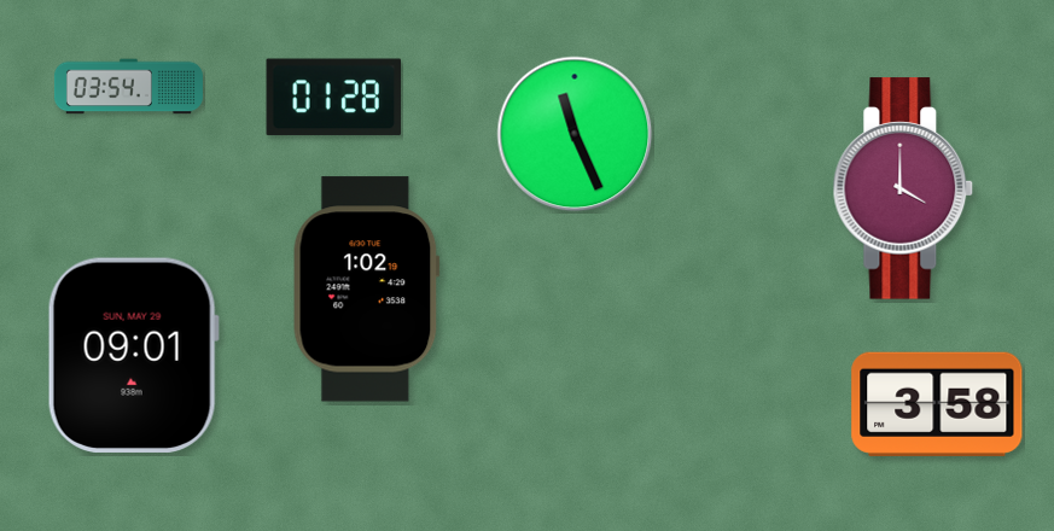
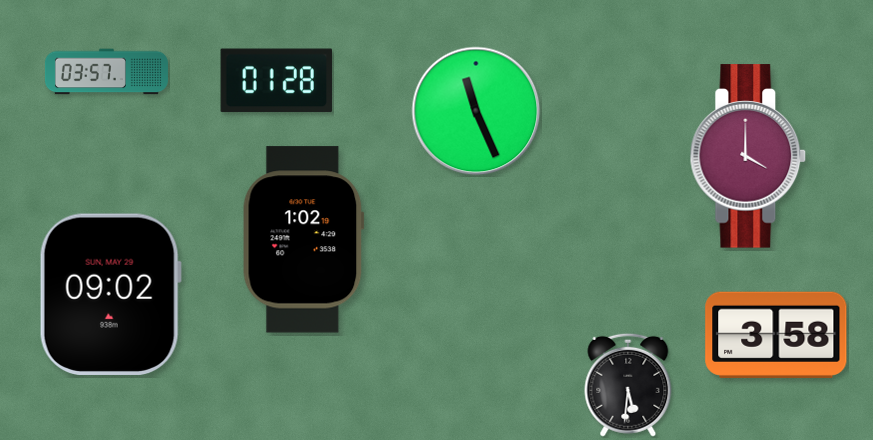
clock at (128, 87): 03:54 -> 03:57
clock at (133, 355): 09:01 -> 09:02
clock at (628, 385): none -> 5:31
